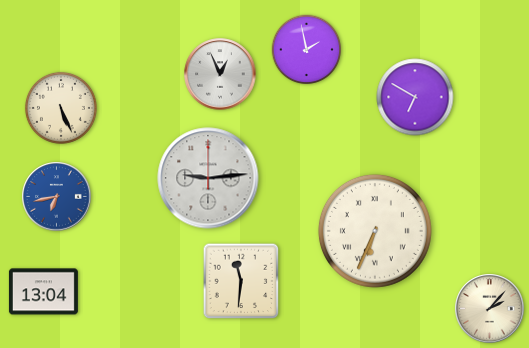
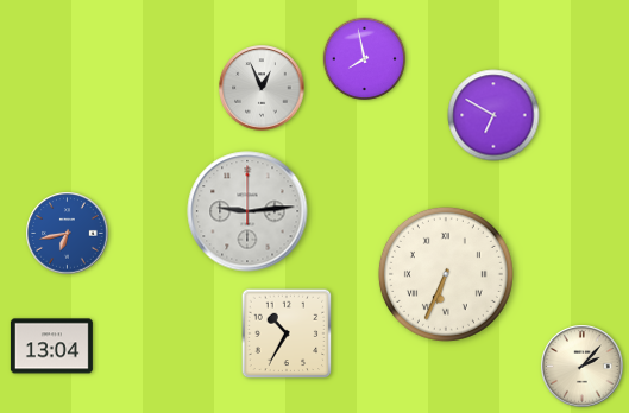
clock at (307, 50): 1:58 -> 7:58
clock at (61, 108): 5:26 -> none
clock at (241, 281): 11:31 -> 10:35
